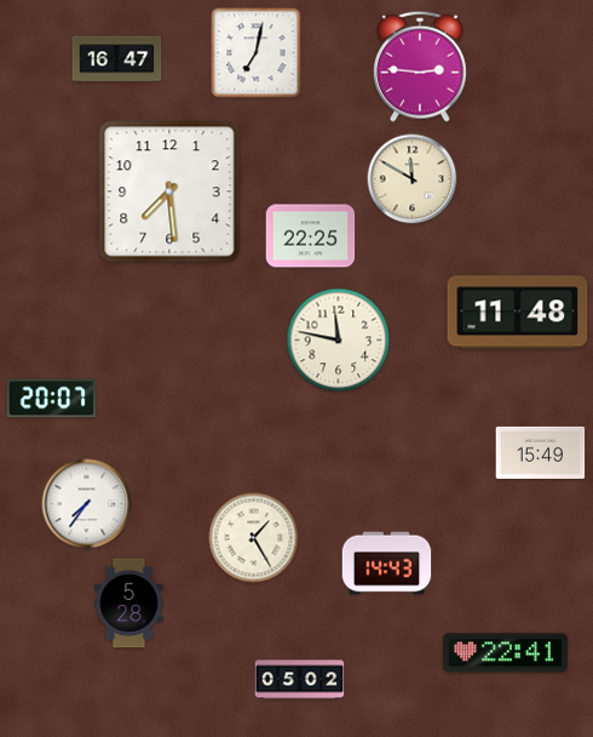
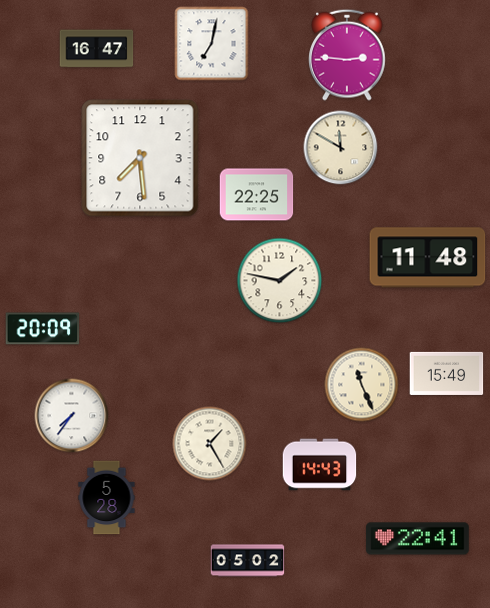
clock at (339, 341): 11:47 -> 1:47
clock at (52, 399): 20:07 -> 20:09
clock at (362, 385): none -> 11:26
